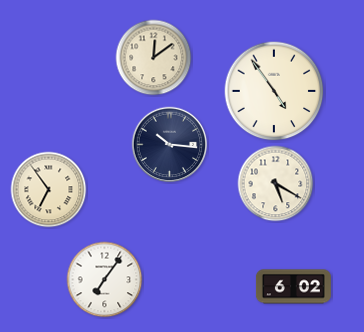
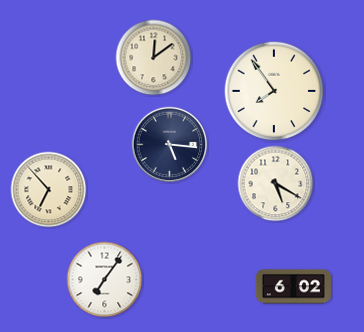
clock at (274, 91): 4:54 -> 7:54
clock at (170, 145): 10:16 -> 5:16
clock at (49, 190): 6:54 -> 6:53
